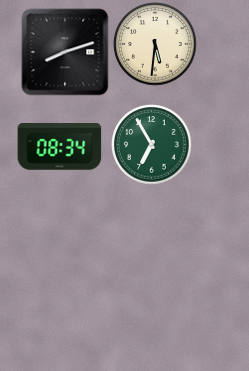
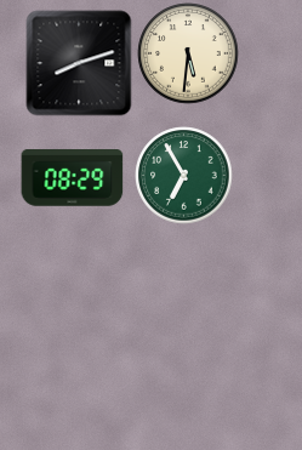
clock at (60, 147): 08:34 -> 08:29
